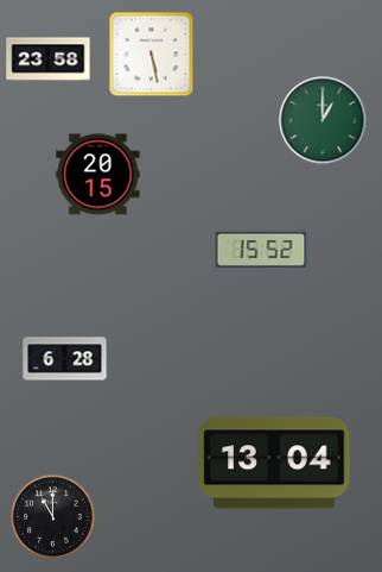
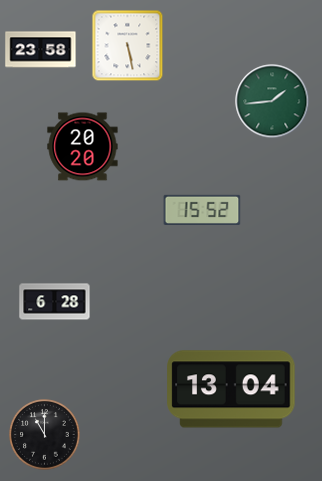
clock at (323, 120): 1:00 -> 1:44
clock at (98, 175): 20:15 -> 20:20
clock at (261, 249) position: (261, 249) -> (202, 209)
